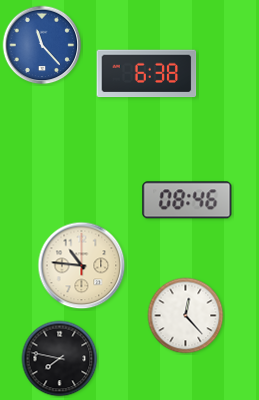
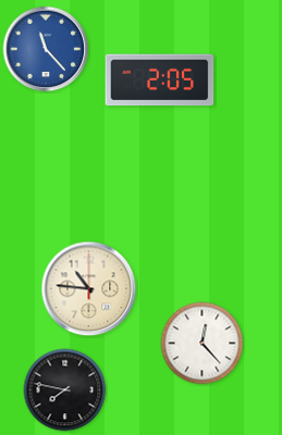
clock at (147, 74): 6:38 -> 2:05
clock at (187, 200): 08:46 -> none
